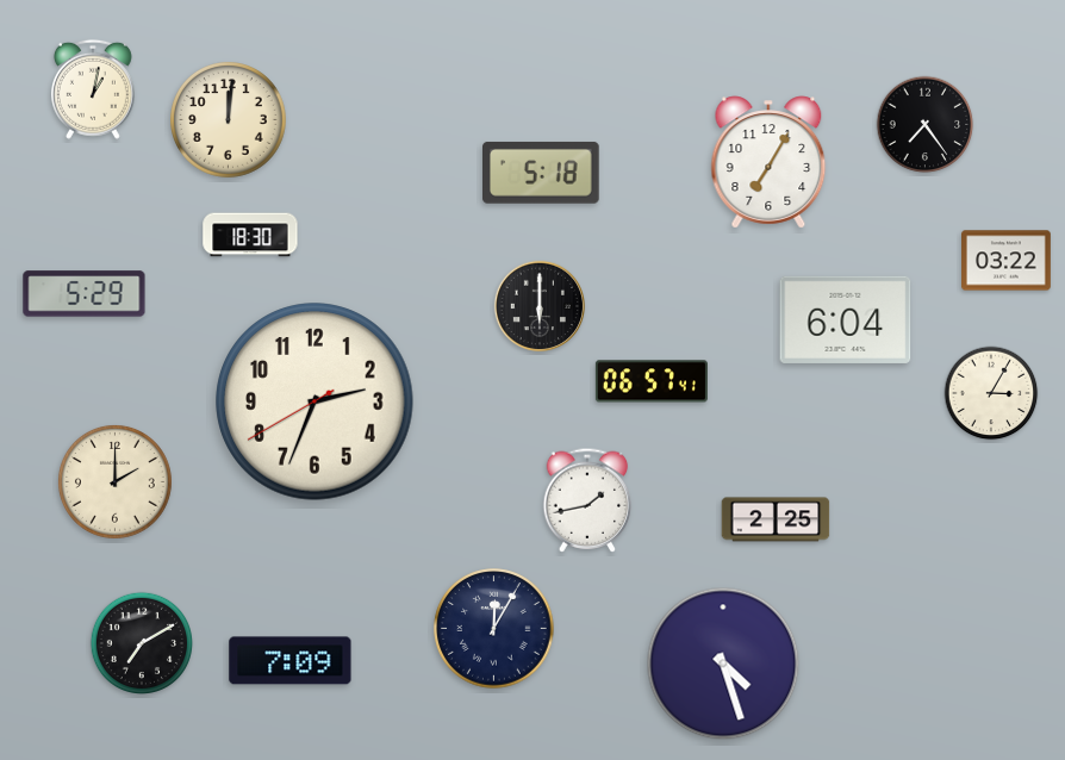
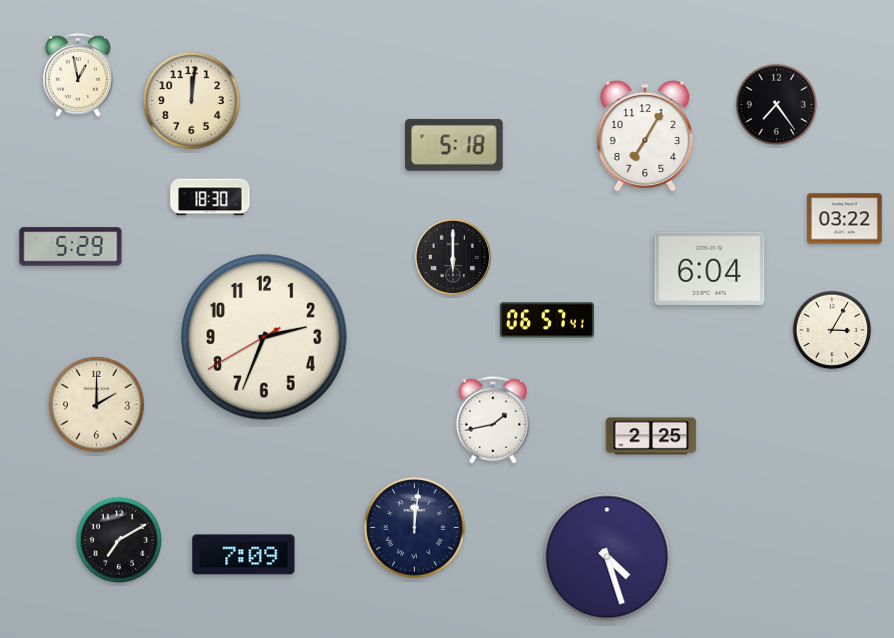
clock at (93, 89): 1:02 -> 12:58
clock at (494, 629): 12:05 -> 12:01
